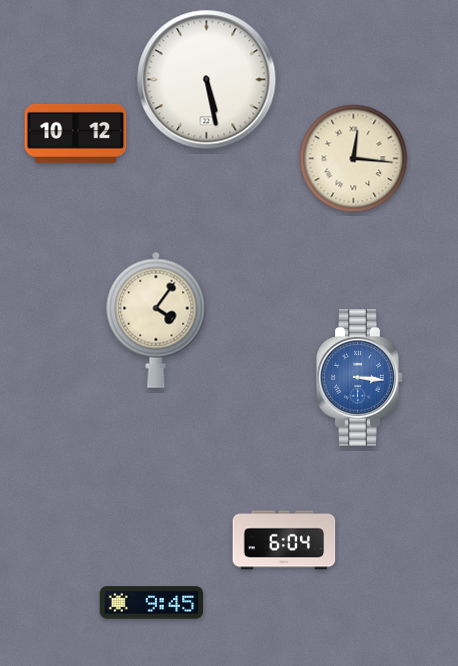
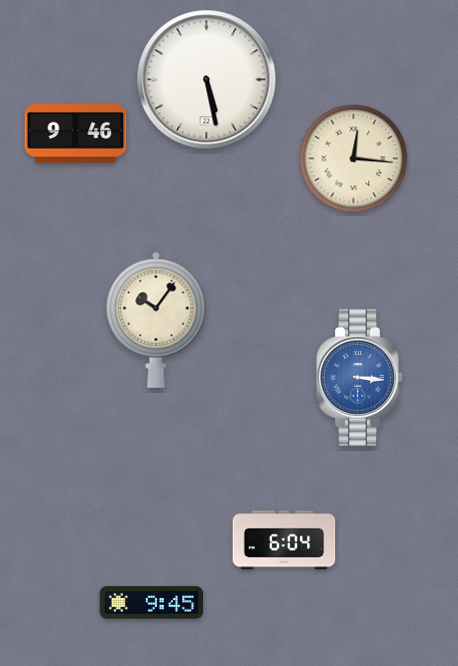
clock at (76, 133): 10:12 -> 9:46
clock at (156, 320): 4:06 -> 10:06
